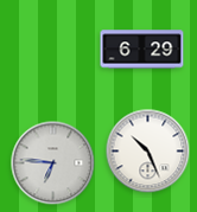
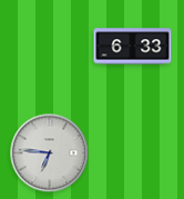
clock at (142, 50): 6:29 -> 6:33
clock at (148, 152): 10:26 -> none
